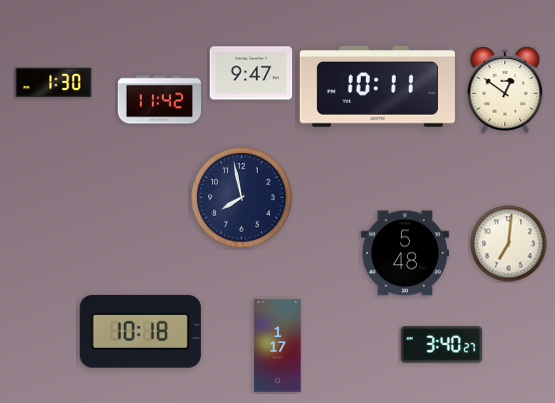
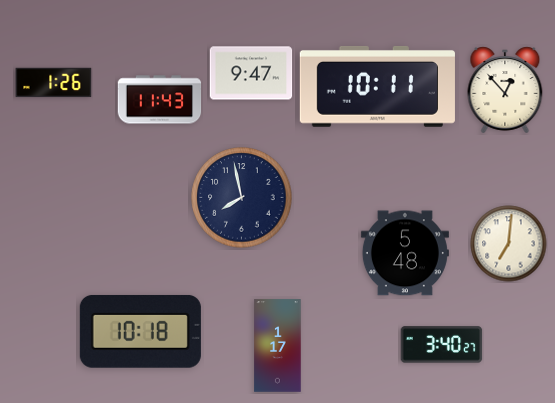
clock at (54, 83): 1:30 -> 1:26
clock at (505, 90): 12:51 -> 12:53
clock at (160, 100): 11:42 -> 11:43
